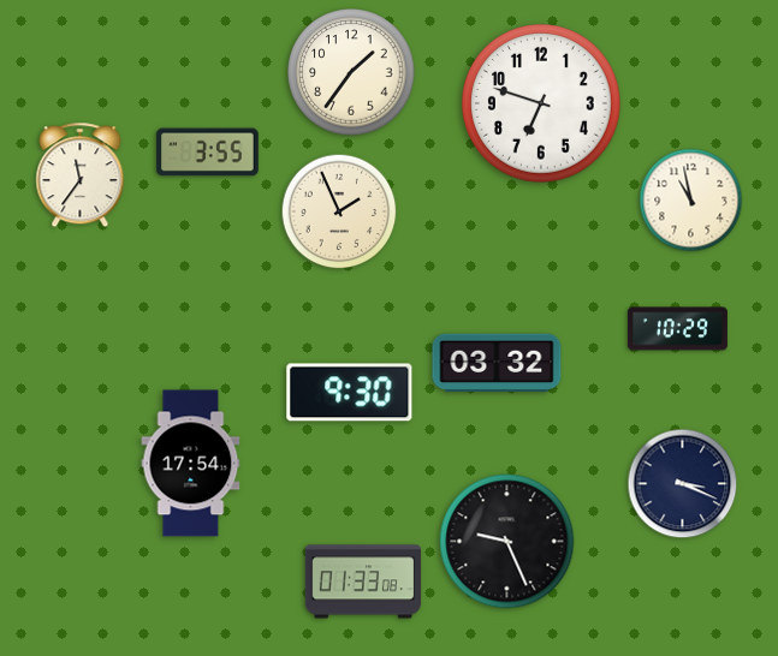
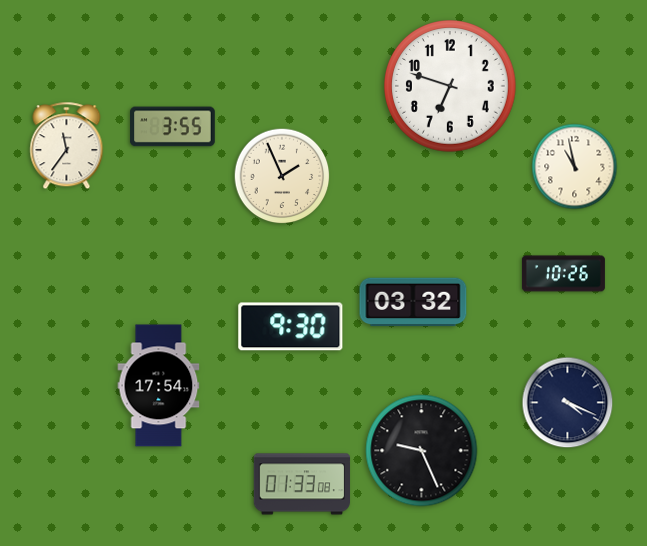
clock at (351, 72): 1:36 -> none
clock at (677, 329): 10:29 -> 10:26
clock at (683, 484): 3:19 -> 4:19
